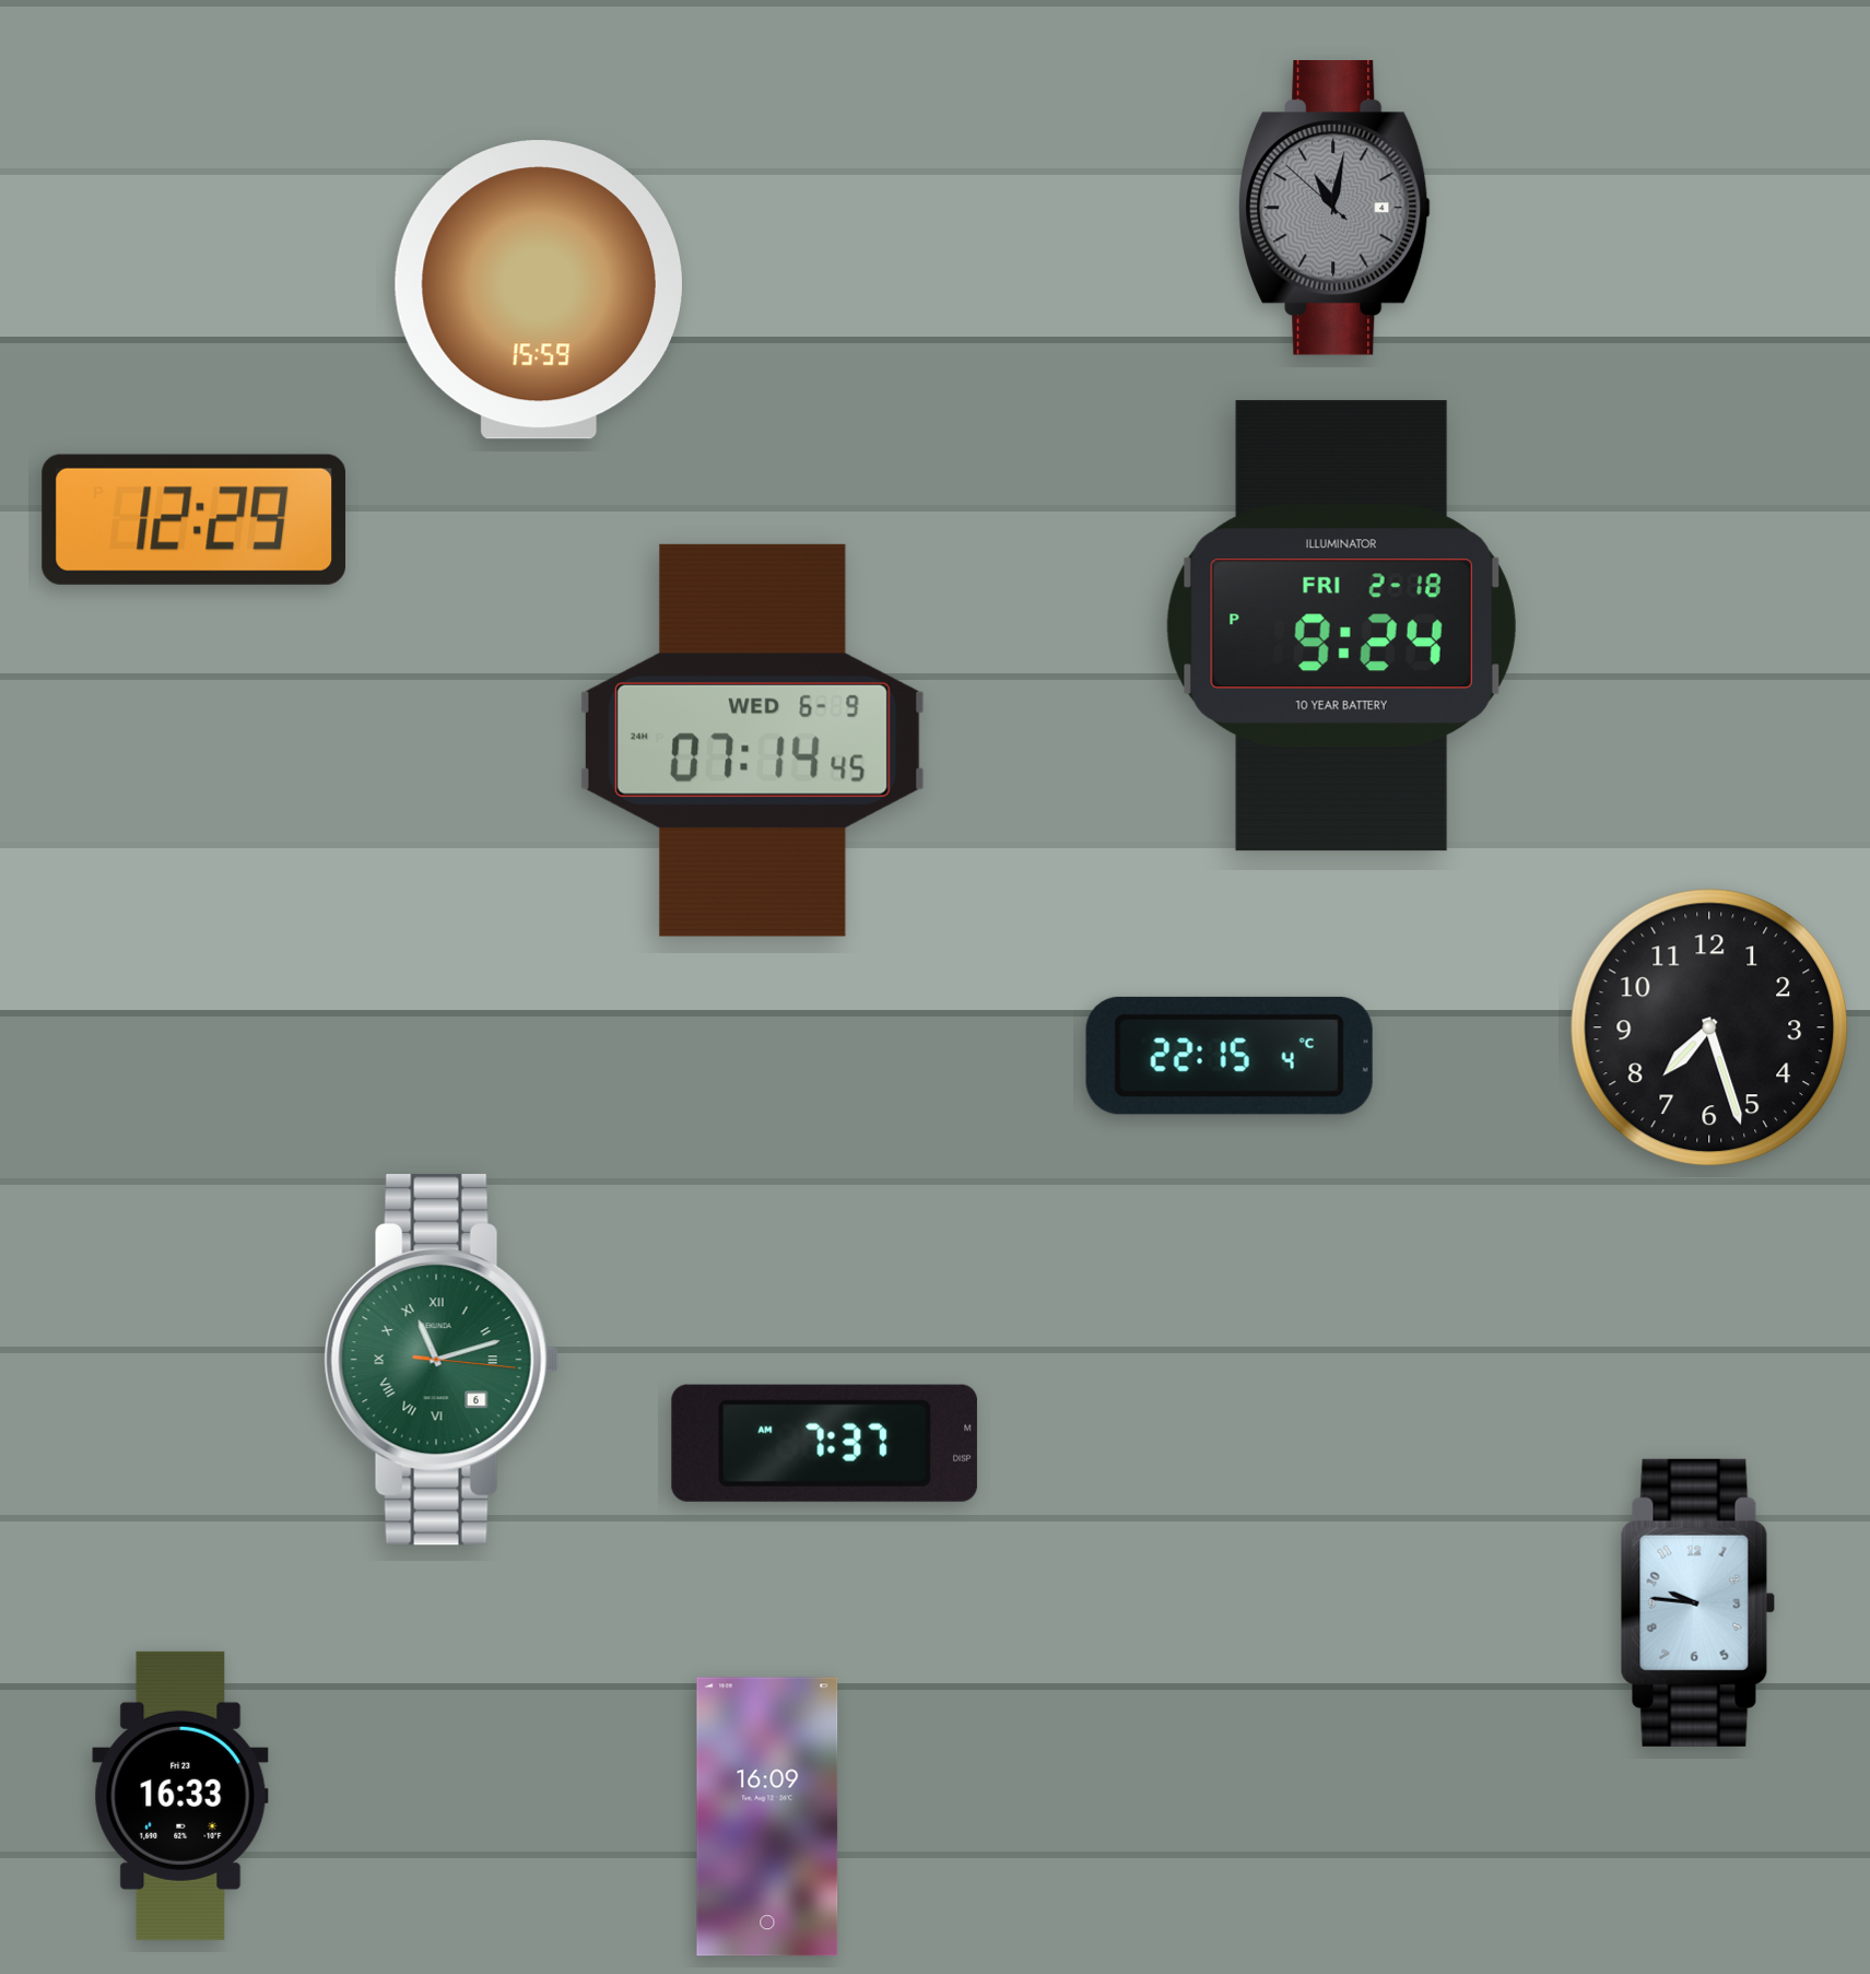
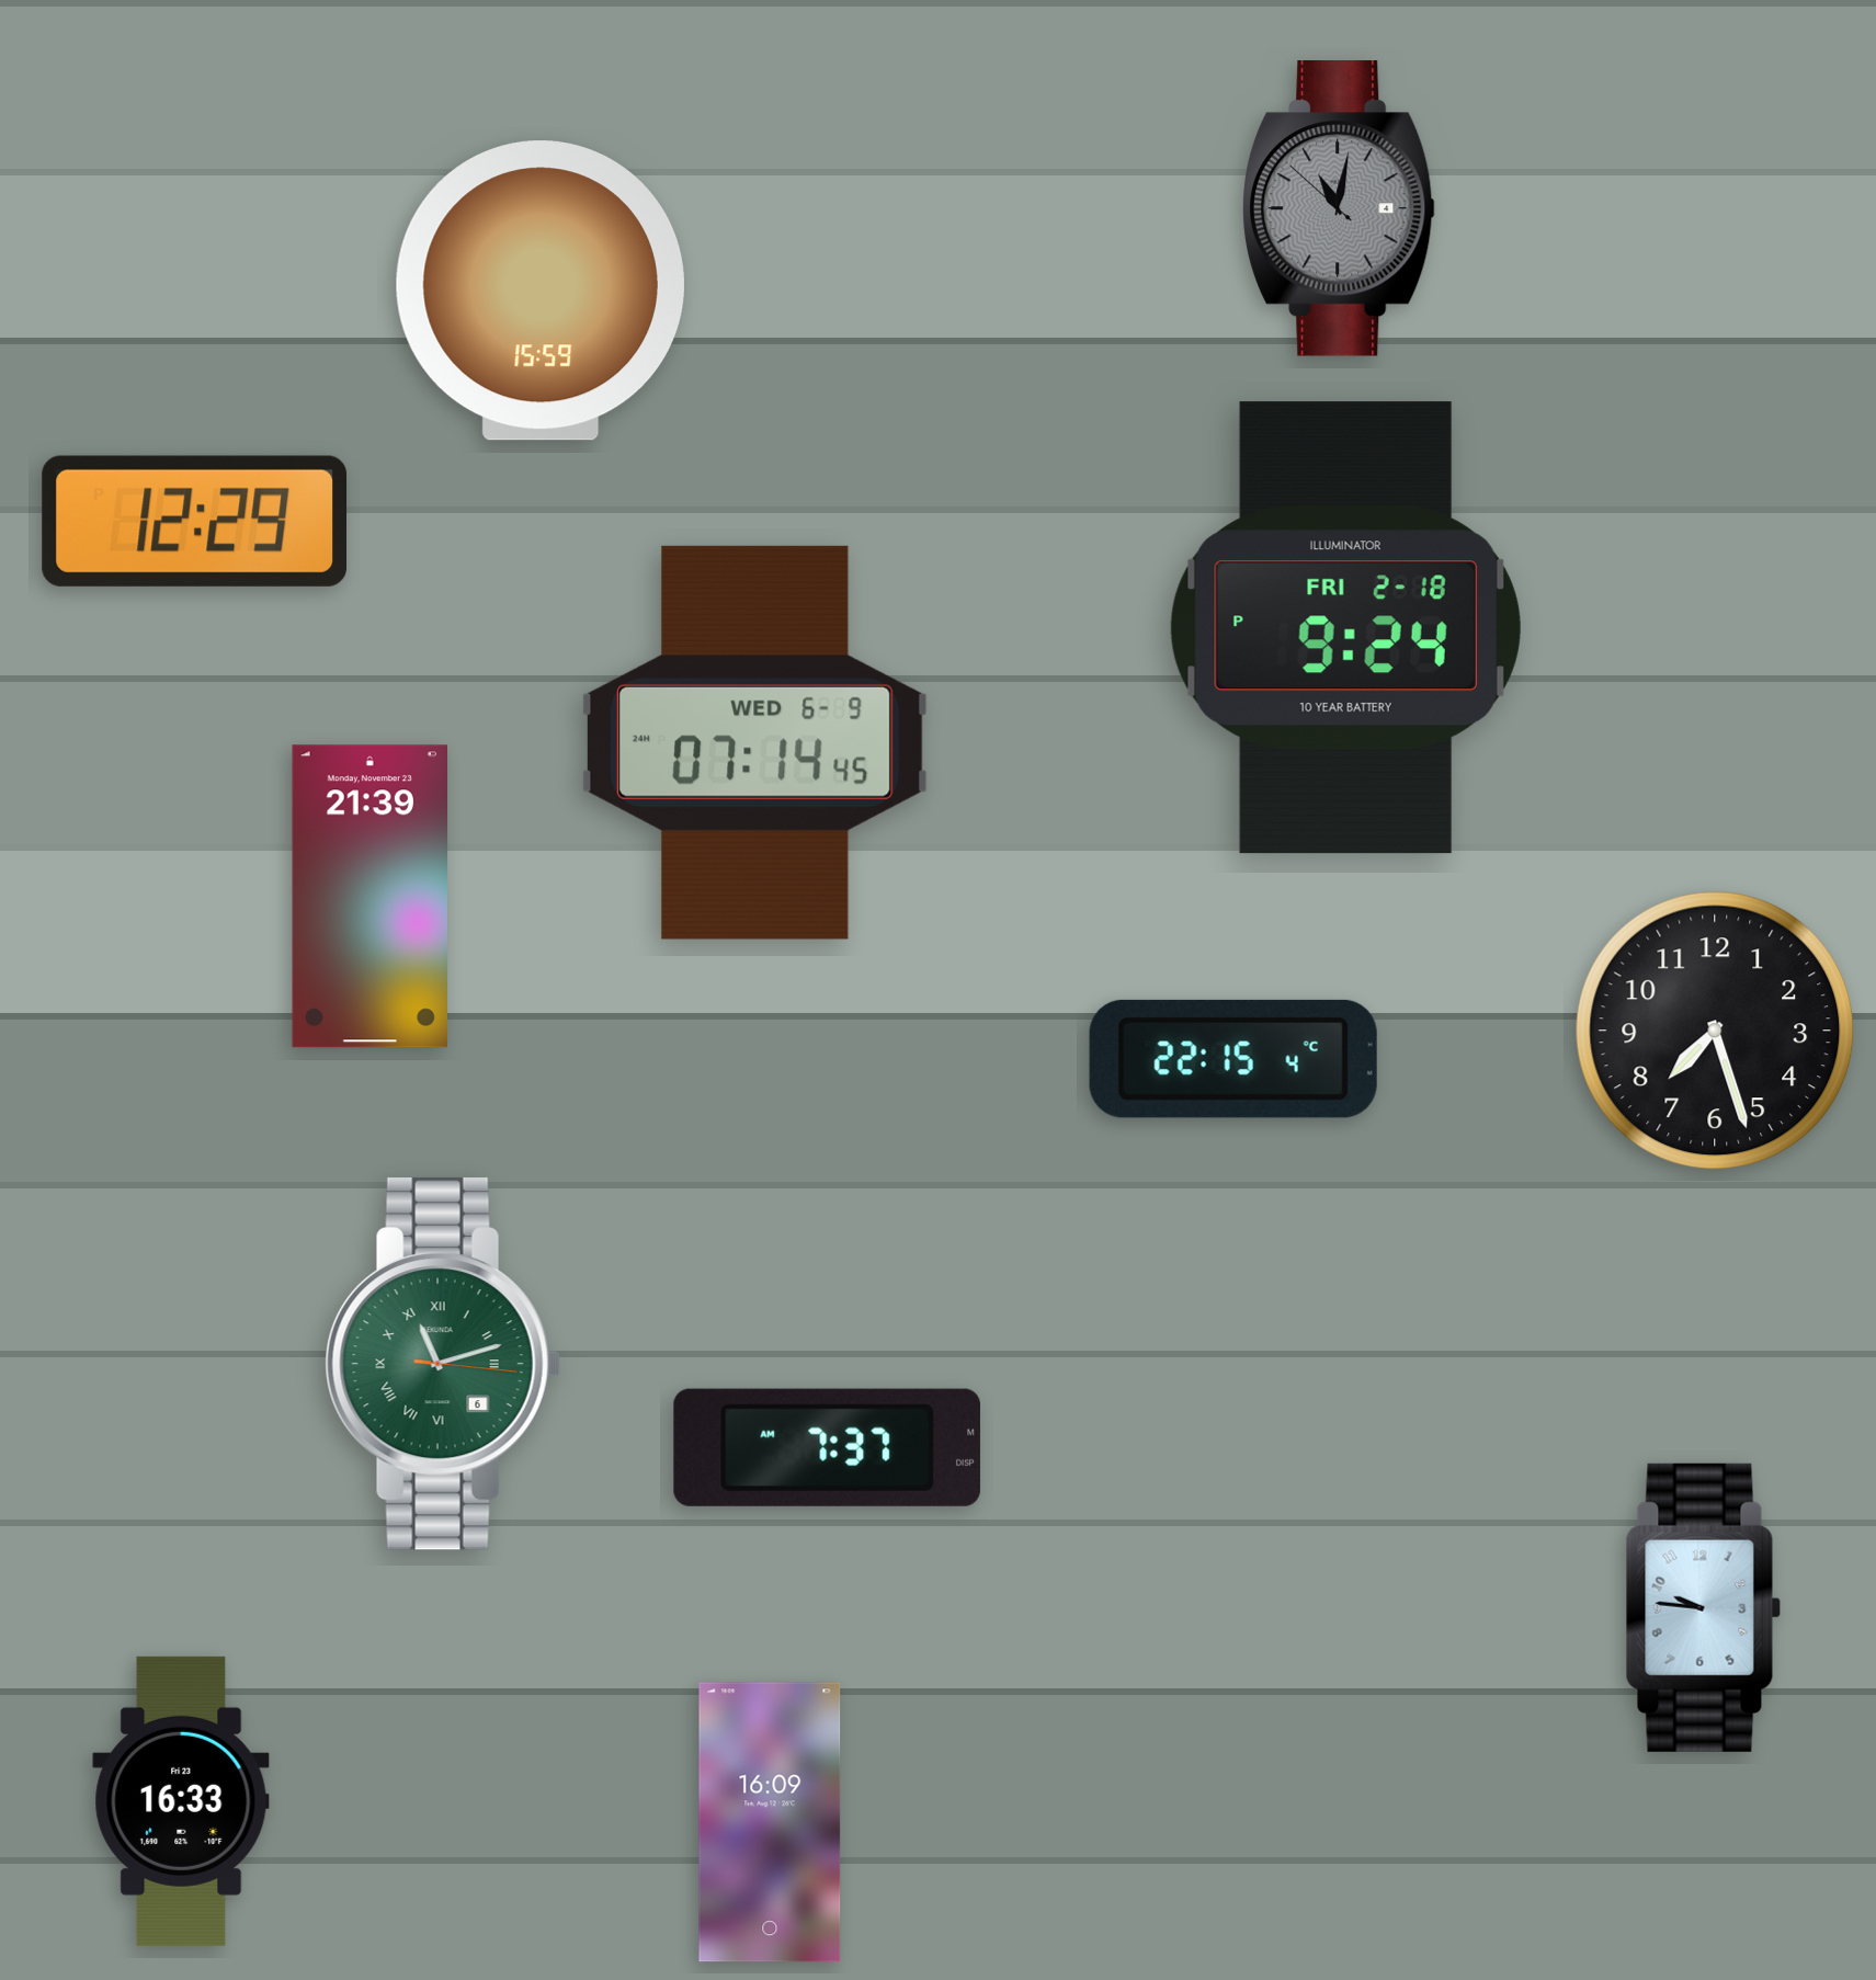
clock at (371, 897): none -> 21:39
